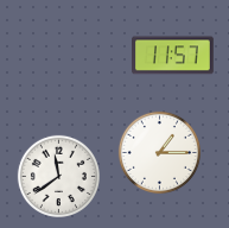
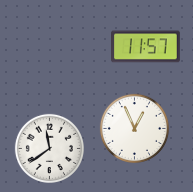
clock at (159, 152): 1:15 -> 12:56
